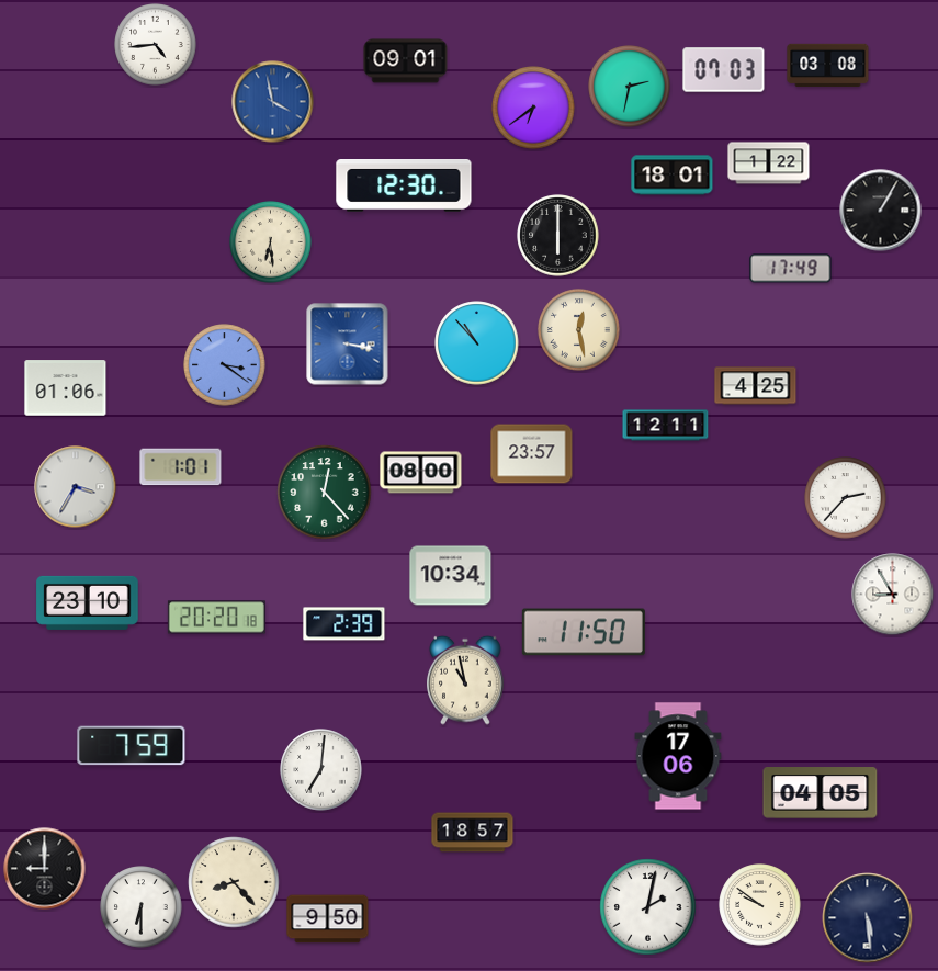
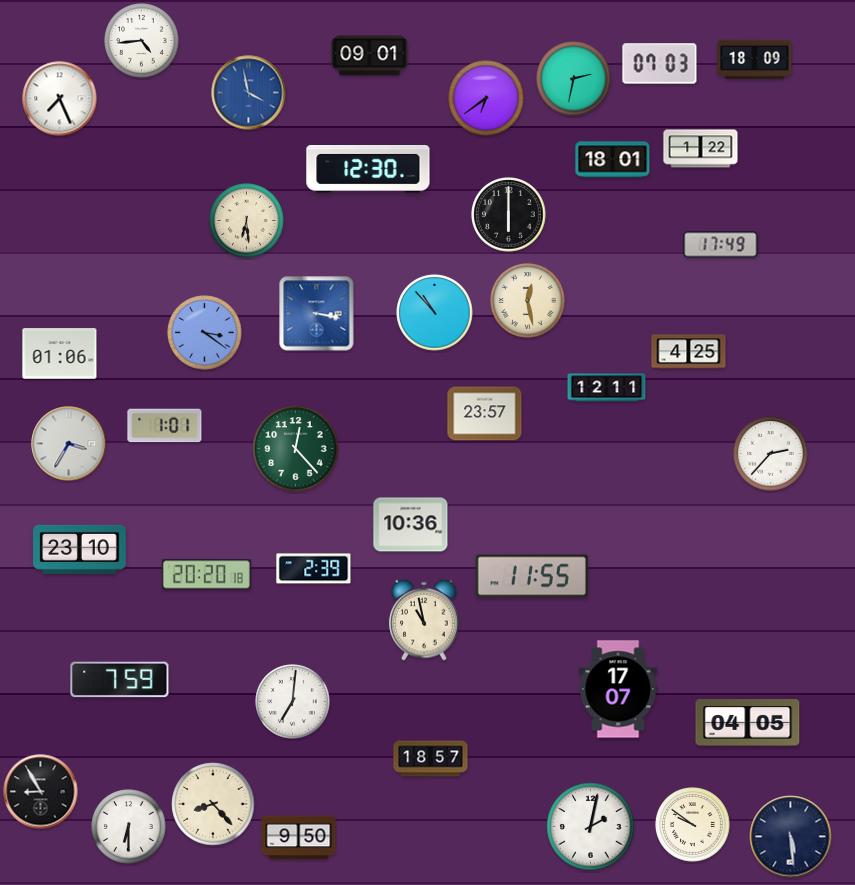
clock at (828, 66): 03:08 -> 18:09
clock at (60, 99): none -> 7:26
clock at (881, 211): 1:05 -> none
clock at (421, 473): 08:00 -> none
clock at (451, 576): 10:34 -> 10:36
clock at (893, 595): 8:55 -> none
clock at (216, 618) position: (216, 618) -> (206, 575)
clock at (584, 632): 11:50 -> 11:55
clock at (678, 756): 17:06 -> 17:07
clock at (45, 869): 9:00 -> 8:55
